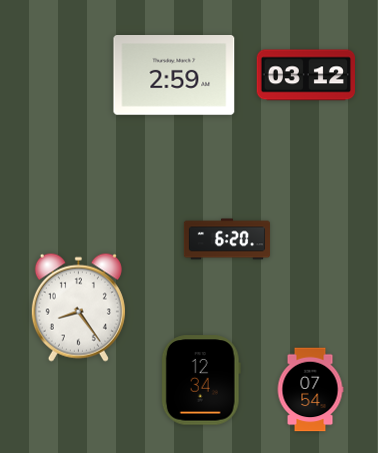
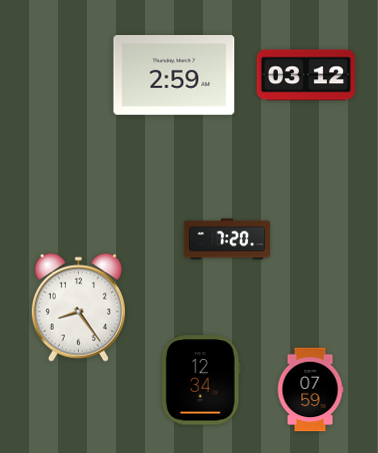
clock at (227, 239): 6:20 -> 7:20
clock at (310, 390): 07:54 -> 07:59
